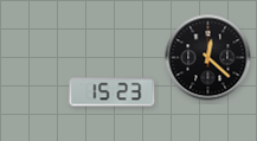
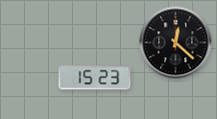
clock at (208, 58) position: (208, 58) -> (176, 43)
